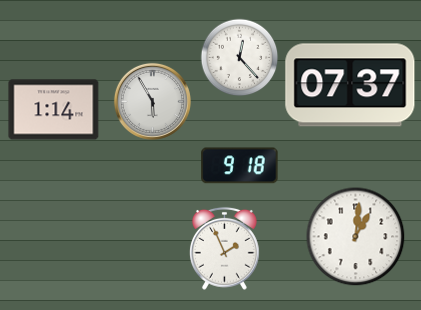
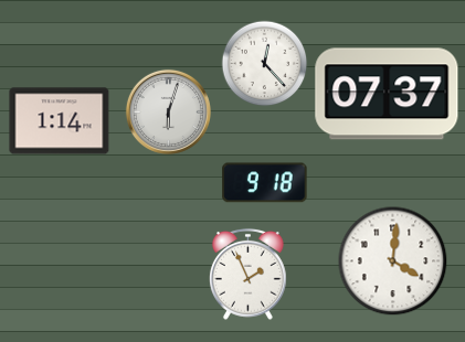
clock at (152, 101): 5:55 -> 6:03
clock at (356, 237): 1:01 -> 4:01
